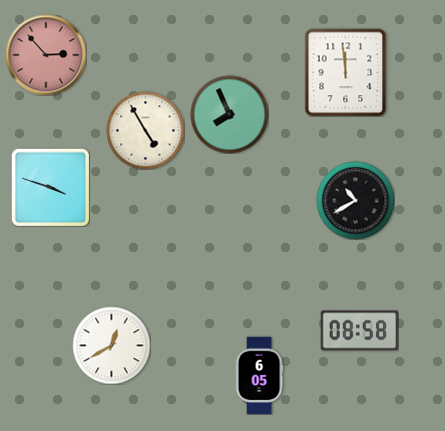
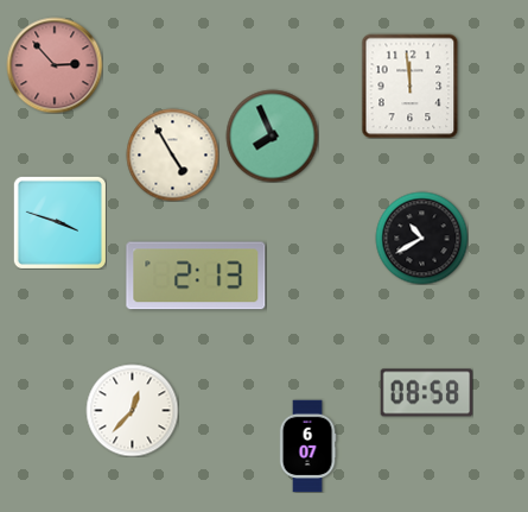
clock at (196, 276): none -> 2:13
clock at (111, 345): 12:40 -> 12:37
clock at (259, 375): 6:05 -> 6:07
